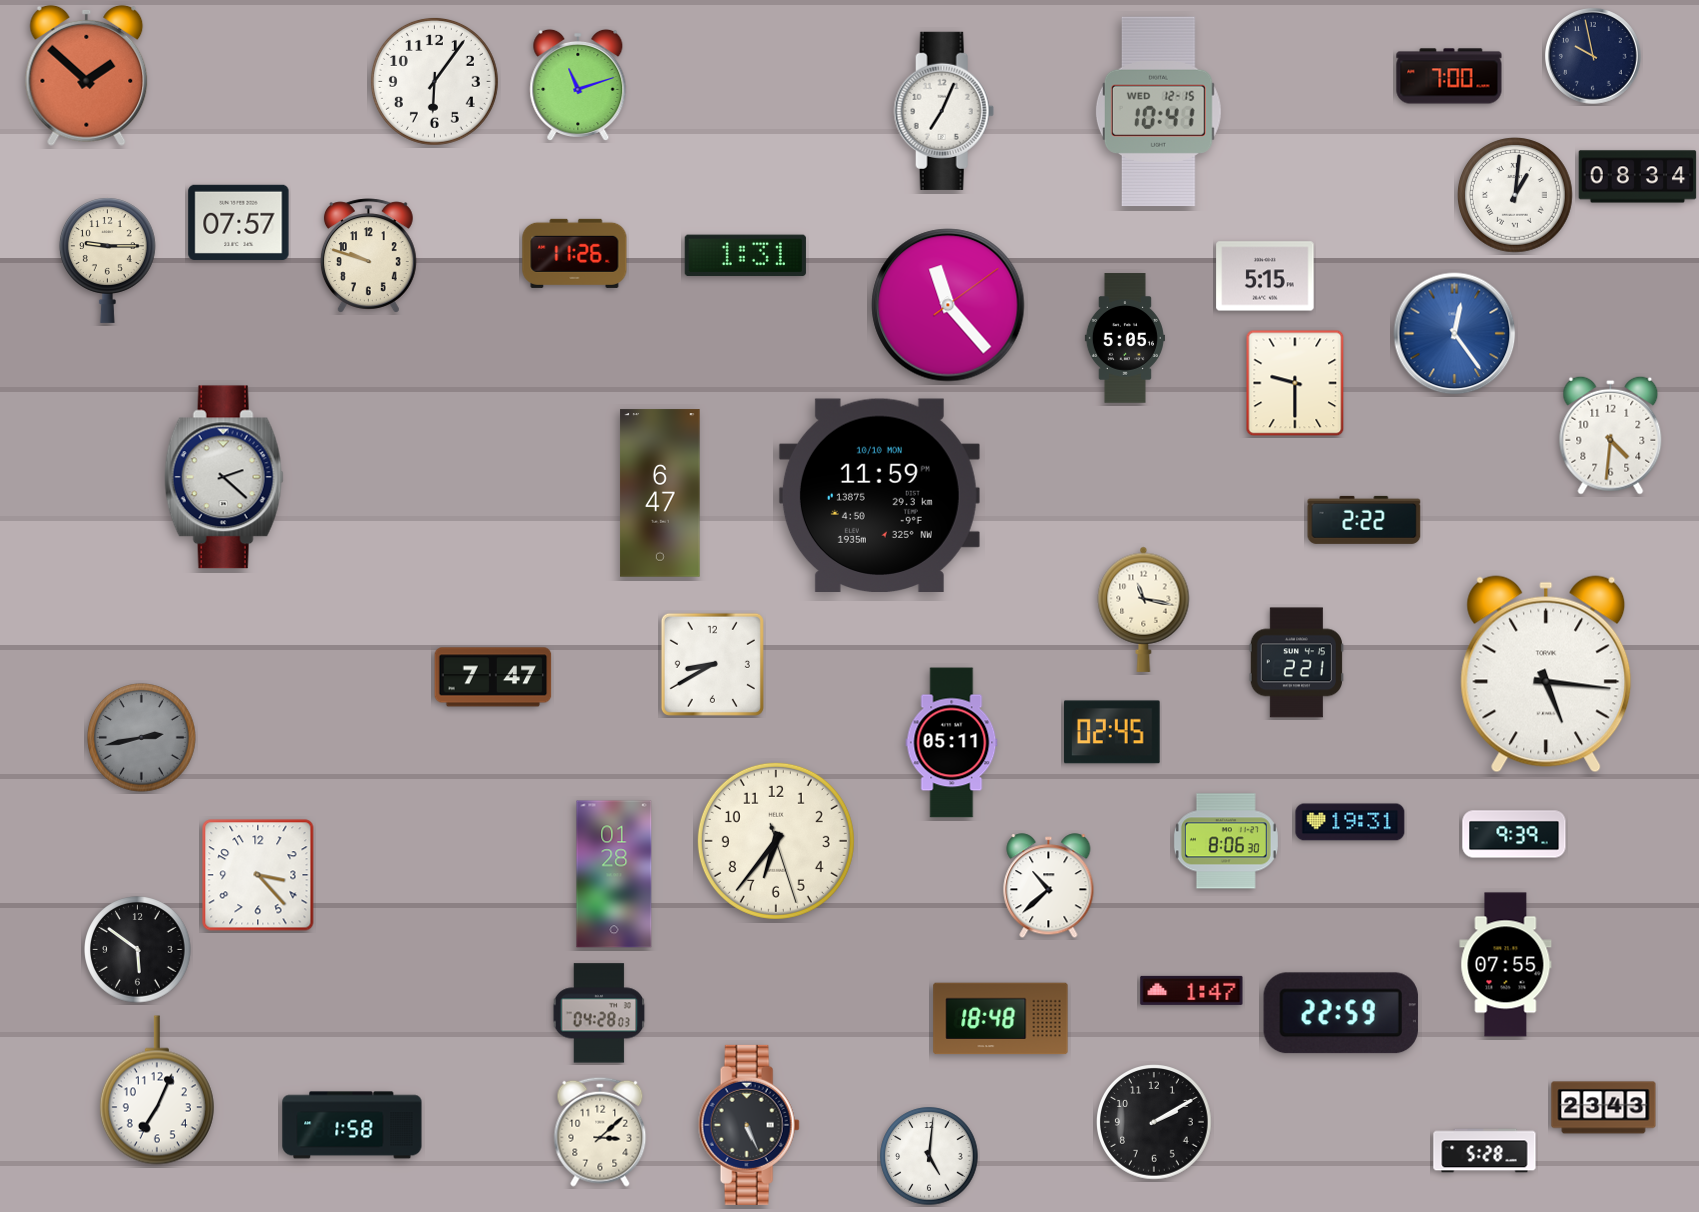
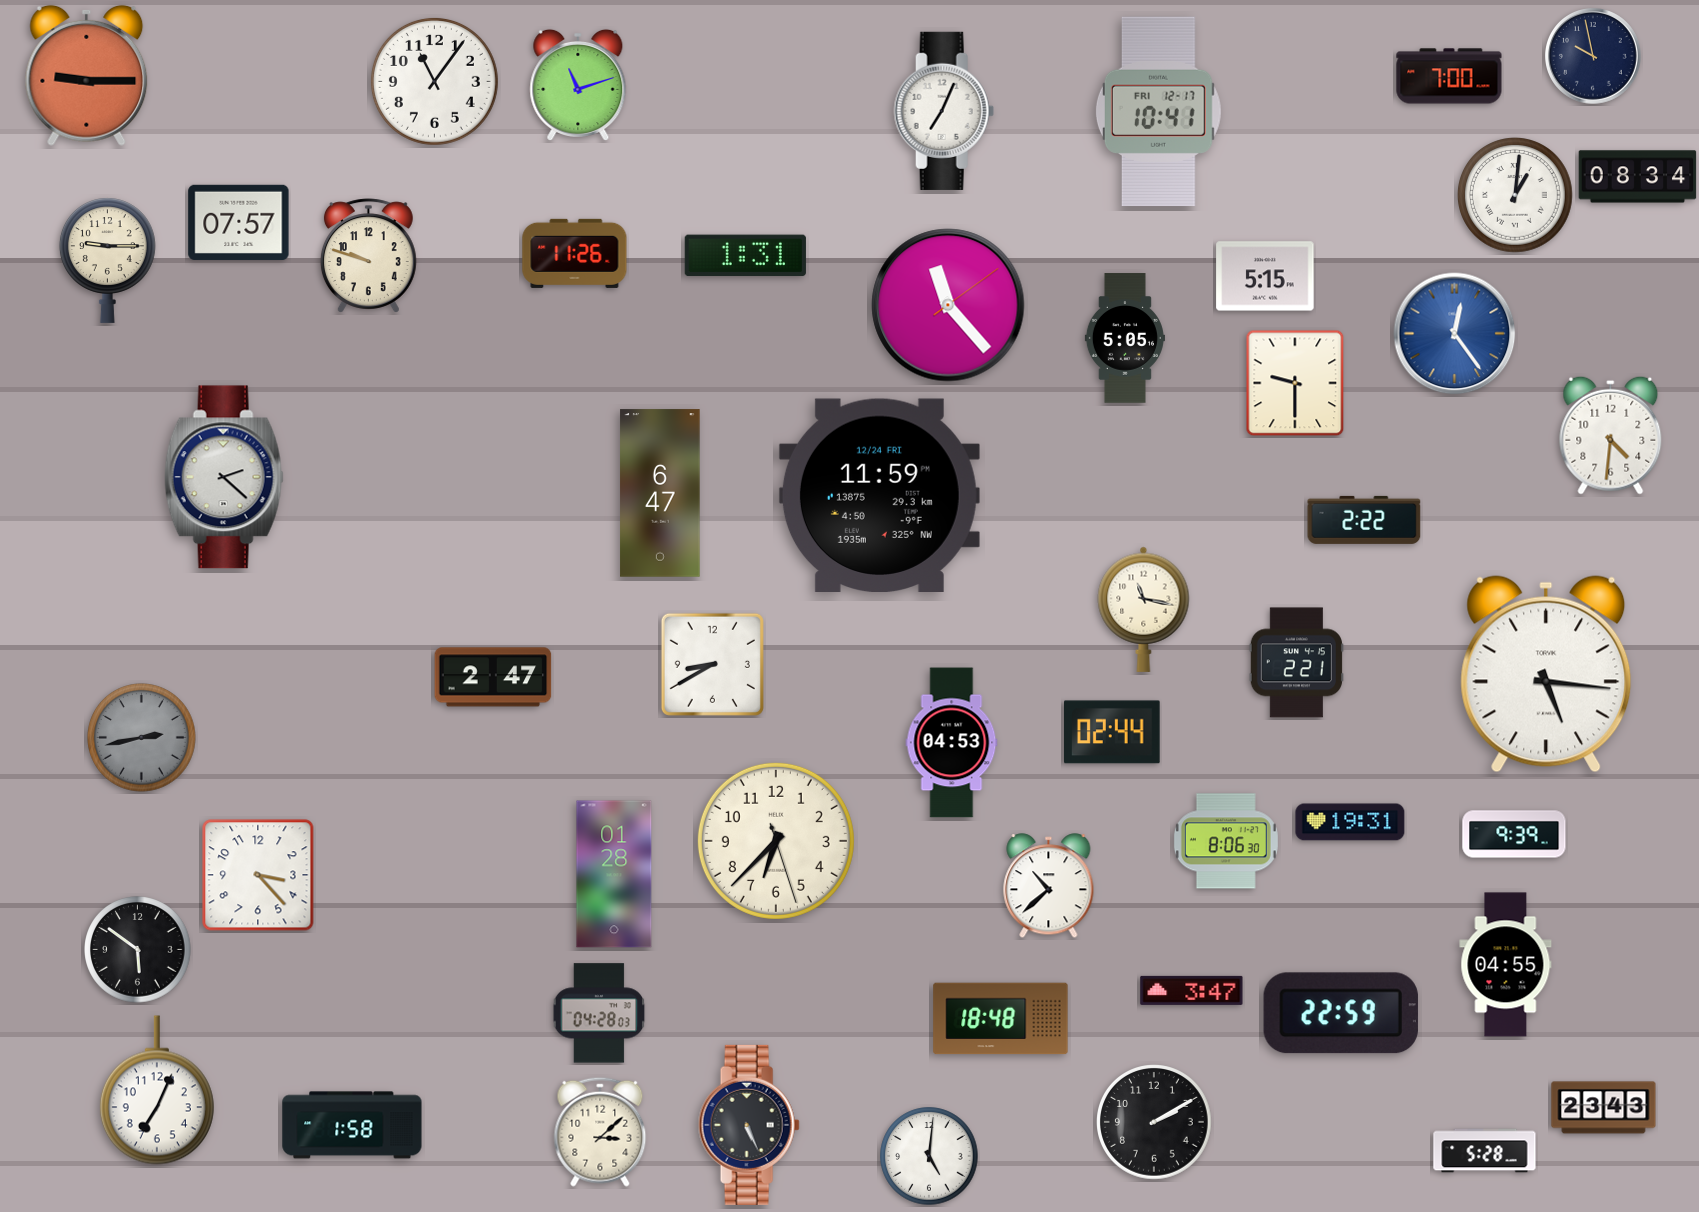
clock at (87, 75): 1:52 -> 9:15
clock at (434, 81): 6:06 -> 11:06
clock at (1158, 112) date: WED 12-15 -> FRI 12-17
clock at (879, 496) date: 10/10 MON -> 12/24 FRI
clock at (493, 677): 7:47 -> 2:47
clock at (1113, 732): 02:45 -> 02:44
clock at (952, 743): 05:11 -> 04:53
clock at (776, 841): 6:36 -> 6:37
clock at (1506, 965): 07:55 -> 04:55
clock at (1192, 990): 1:47 -> 3:47
